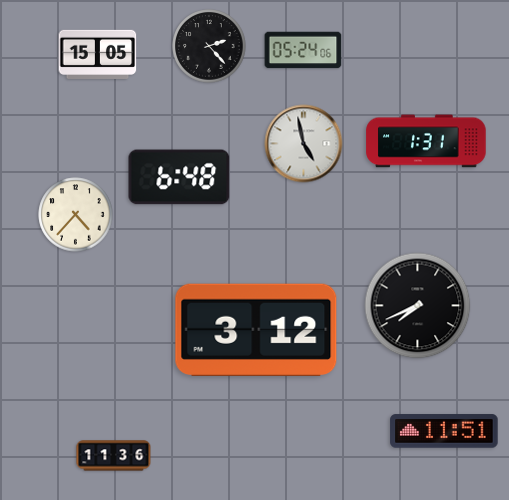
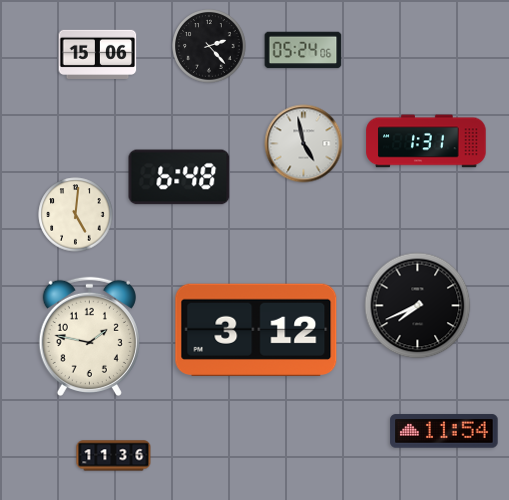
clock at (98, 54): 15:05 -> 15:06
clock at (76, 215): 4:37 -> 5:01
clock at (89, 337): none -> 1:47
clock at (444, 431): 11:51 -> 11:54
